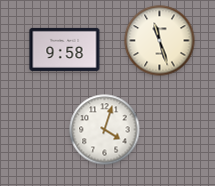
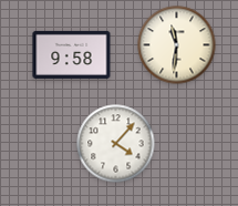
clock at (160, 41): 11:27 -> 11:31
clock at (105, 130): 4:03 -> 4:07
